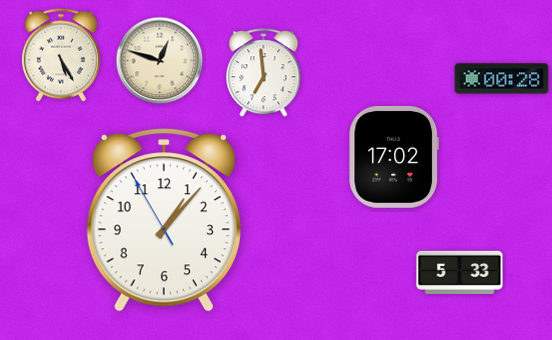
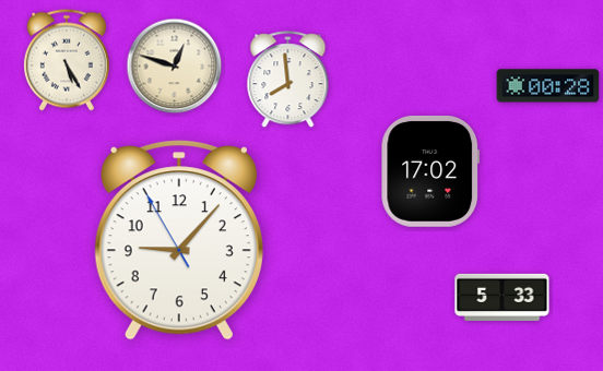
clock at (264, 73): 6:59 -> 7:59
clock at (164, 220): 1:06 -> 9:06
